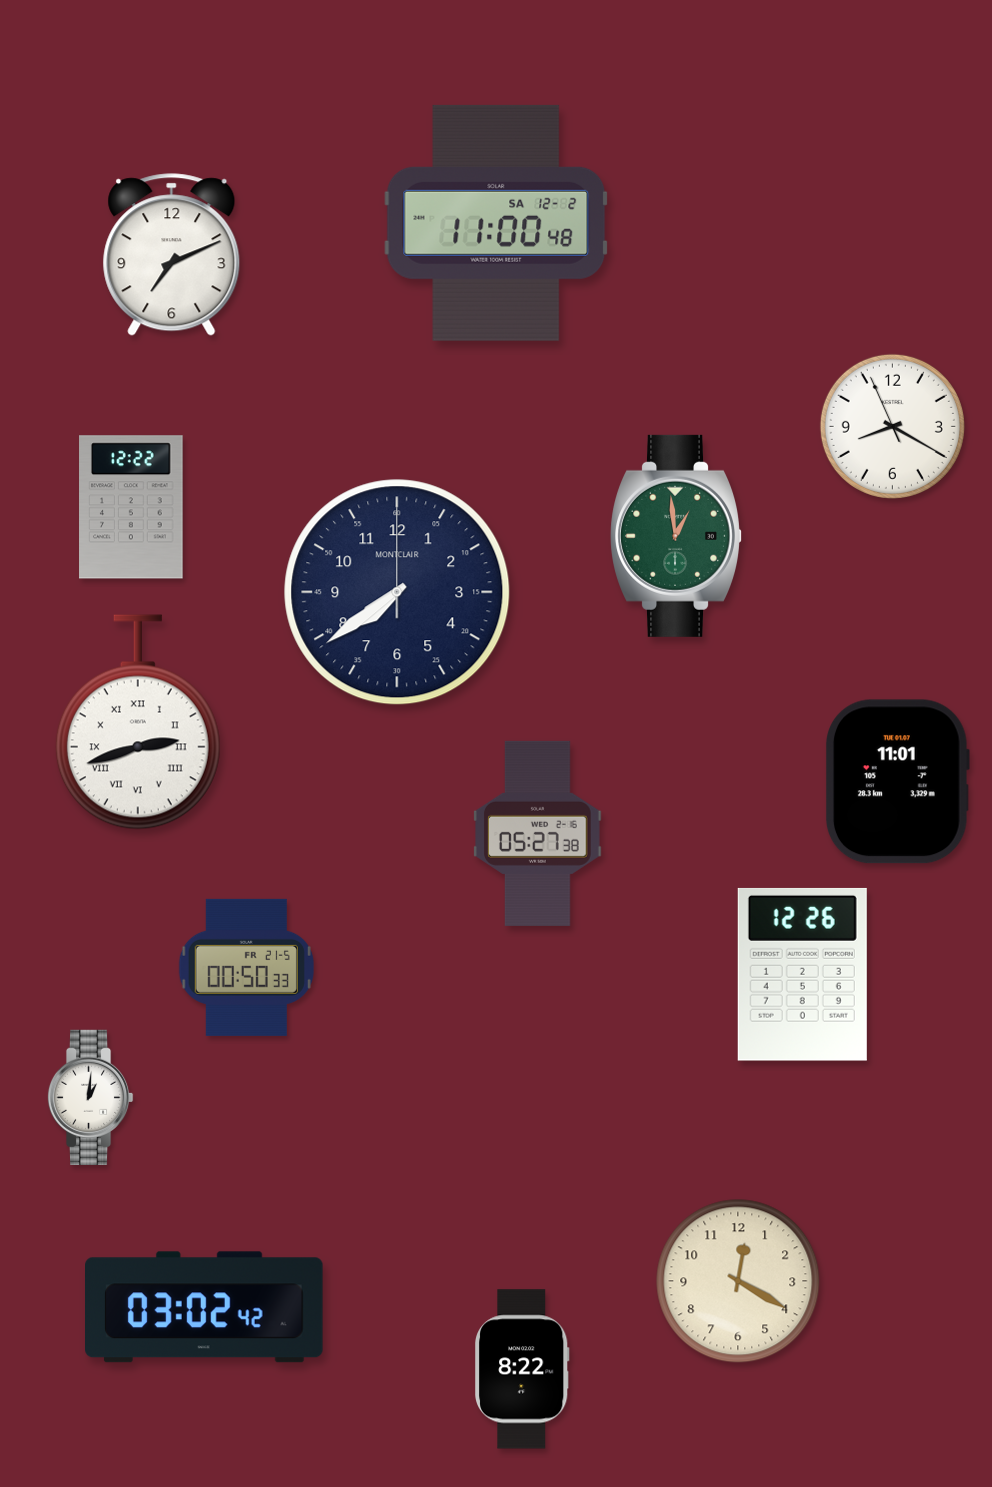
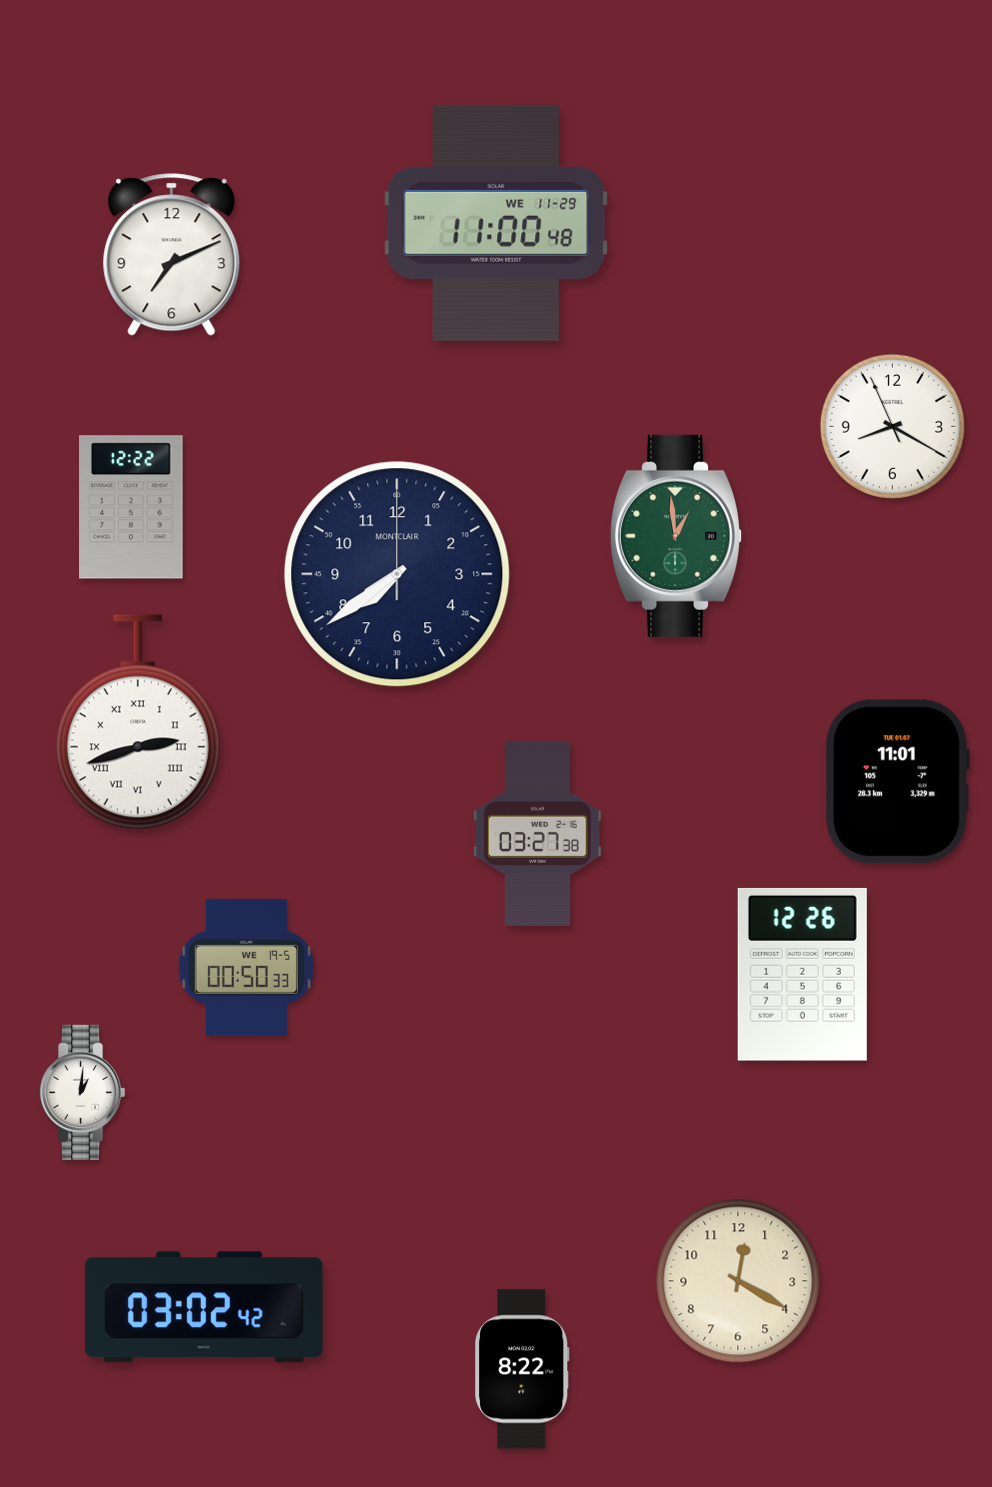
clock at (496, 223) date: SA 12-2 -> WE 11-29
clock at (397, 592) position: (397, 592) -> (397, 574)
clock at (538, 833): 05:27 -> 03:27
clock at (246, 967) date: FR 21-5 -> WE 19-5
clock at (90, 1097) position: (90, 1097) -> (82, 1092)
